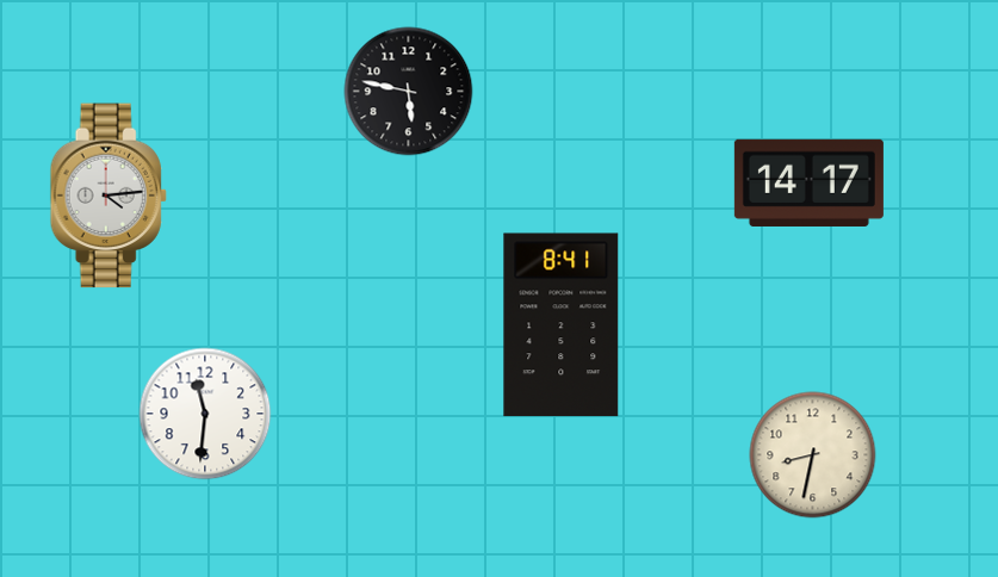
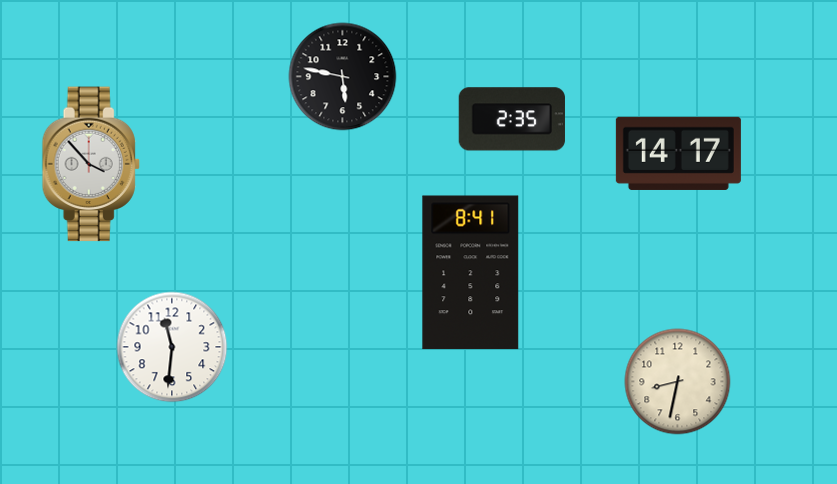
clock at (512, 119): none -> 2:35
clock at (109, 196): 4:14 -> 3:53
clock at (813, 455) position: (813, 455) -> (678, 382)
